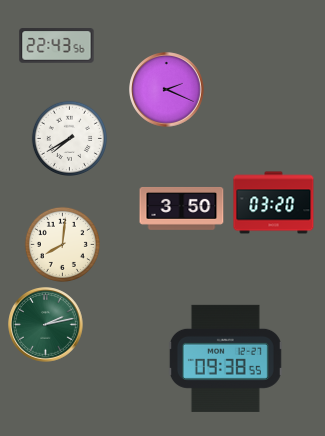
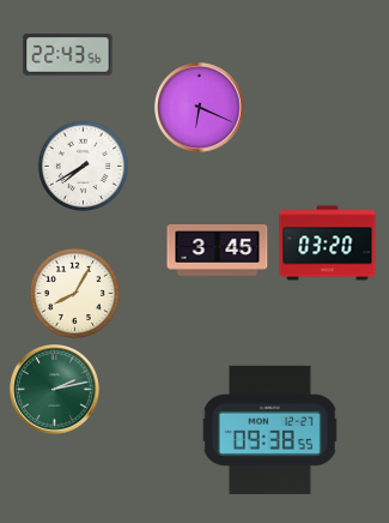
clock at (167, 90): 2:19 -> 6:19
clock at (182, 208): 3:50 -> 3:45
clock at (62, 244): 8:01 -> 8:05
